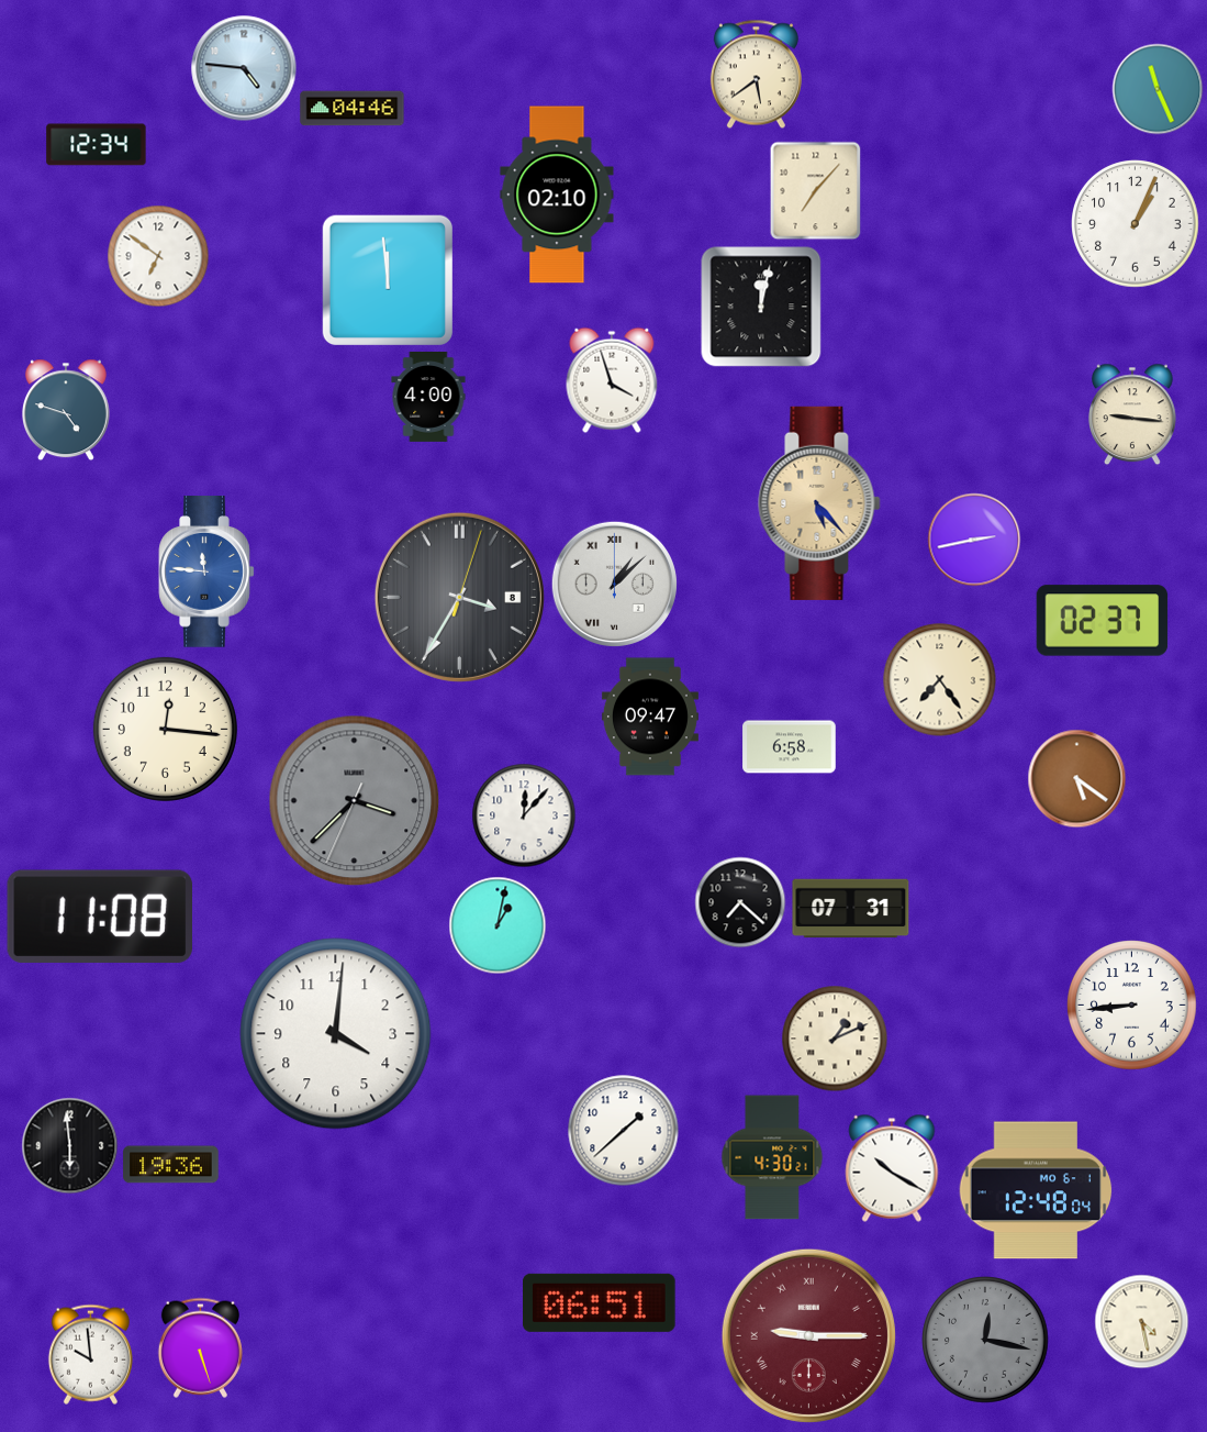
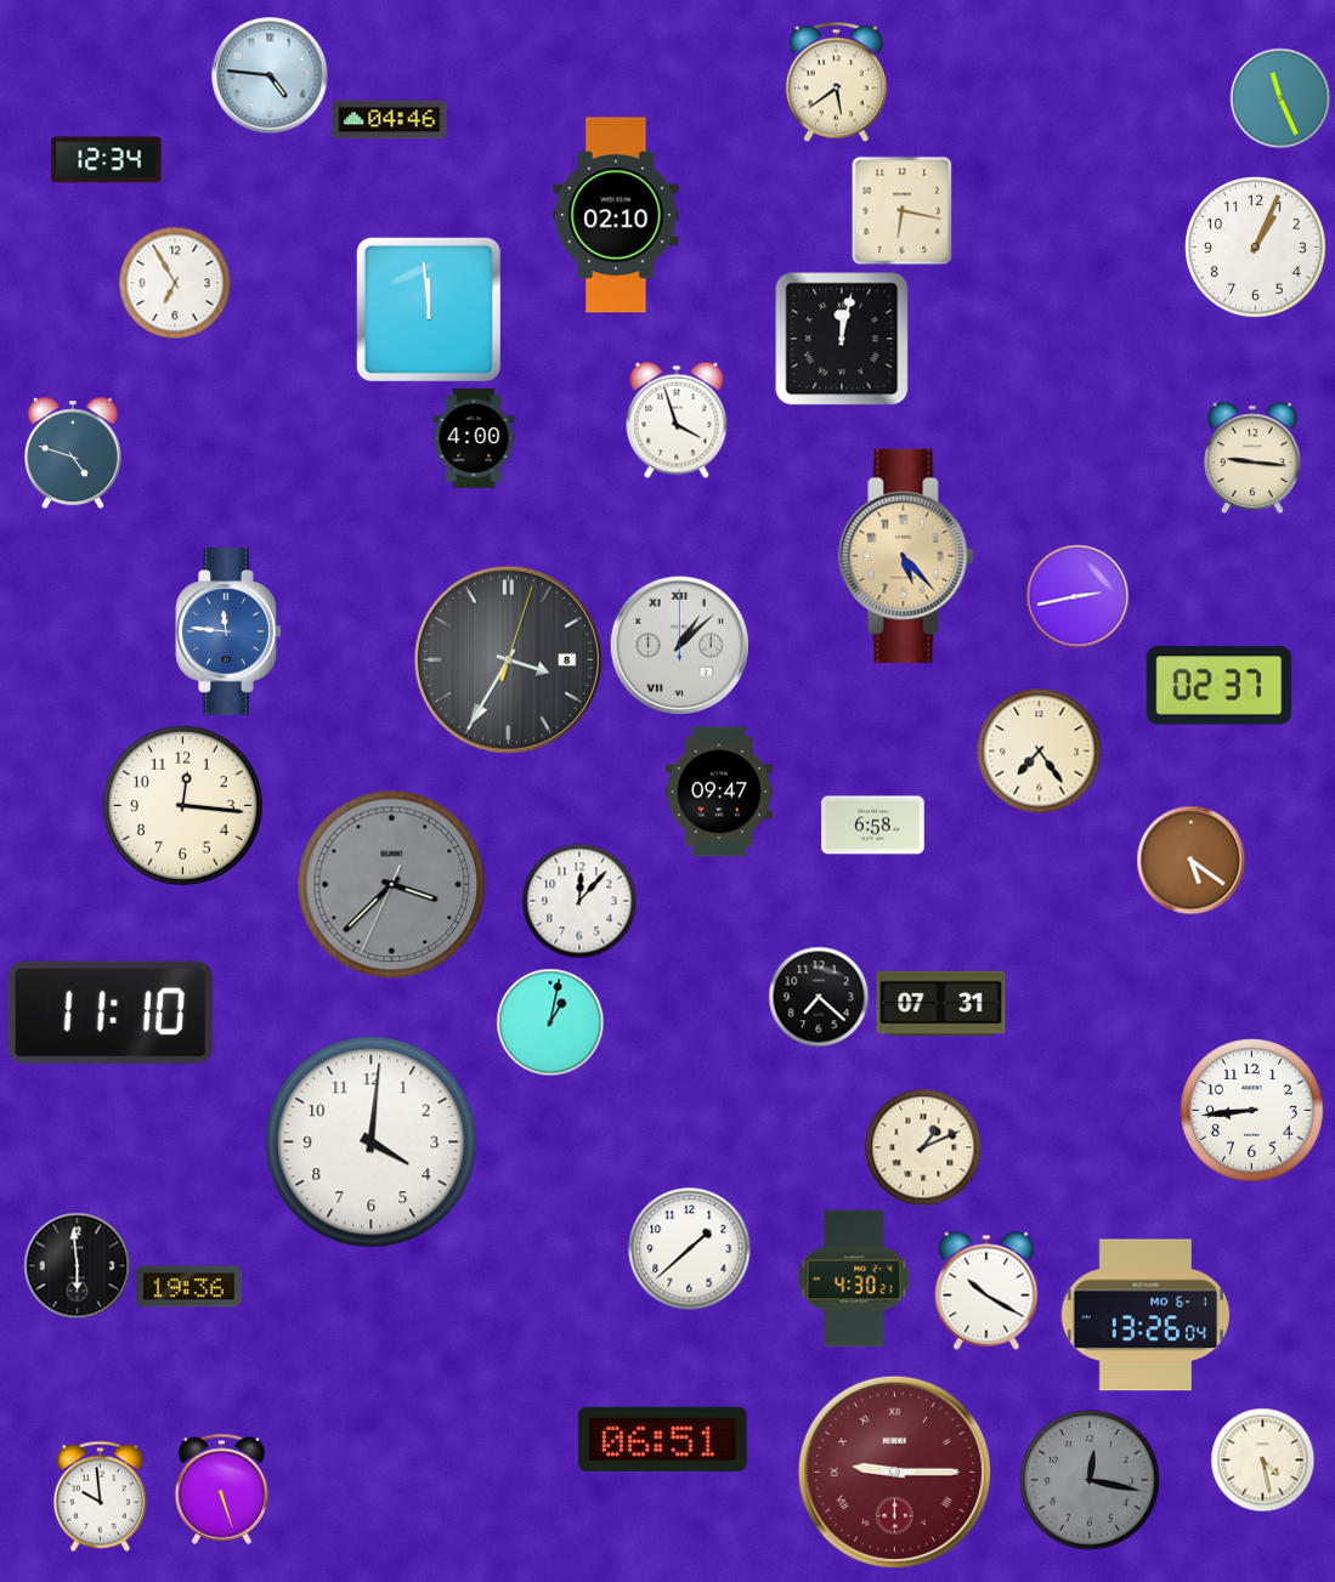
clock at (816, 190): 7:07 -> 6:17
clock at (158, 256): 6:51 -> 6:55
clock at (99, 915): 11:08 -> 11:10
clock at (1036, 1190): 12:48 -> 13:26
clock at (808, 1335) position: (808, 1335) -> (894, 1472)
